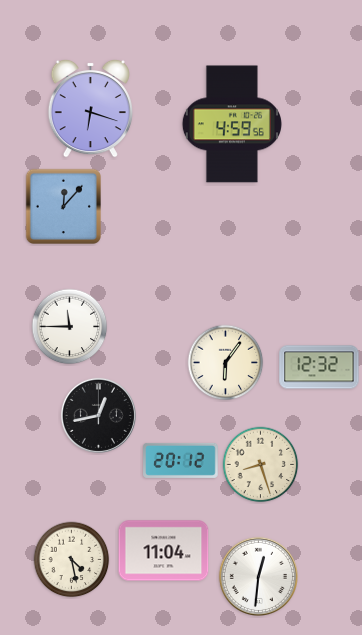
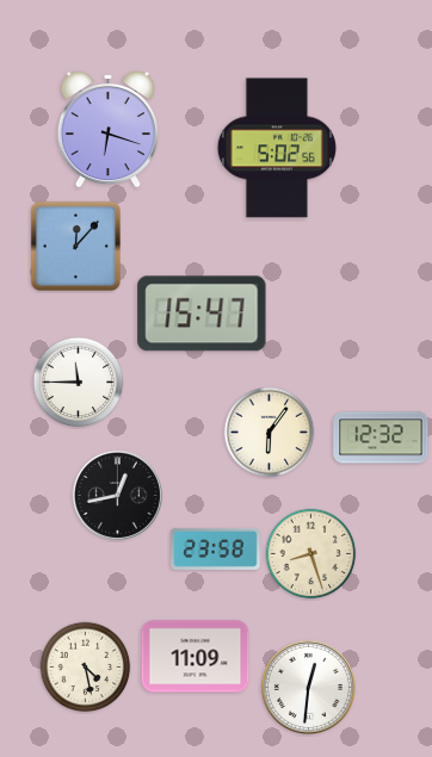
clock at (232, 124): 4:59 -> 5:02
clock at (202, 314): none -> 15:47
clock at (70, 327) position: (70, 327) -> (79, 383)
clock at (181, 460): 20:12 -> 23:58
clock at (164, 551): 11:04 -> 11:09
